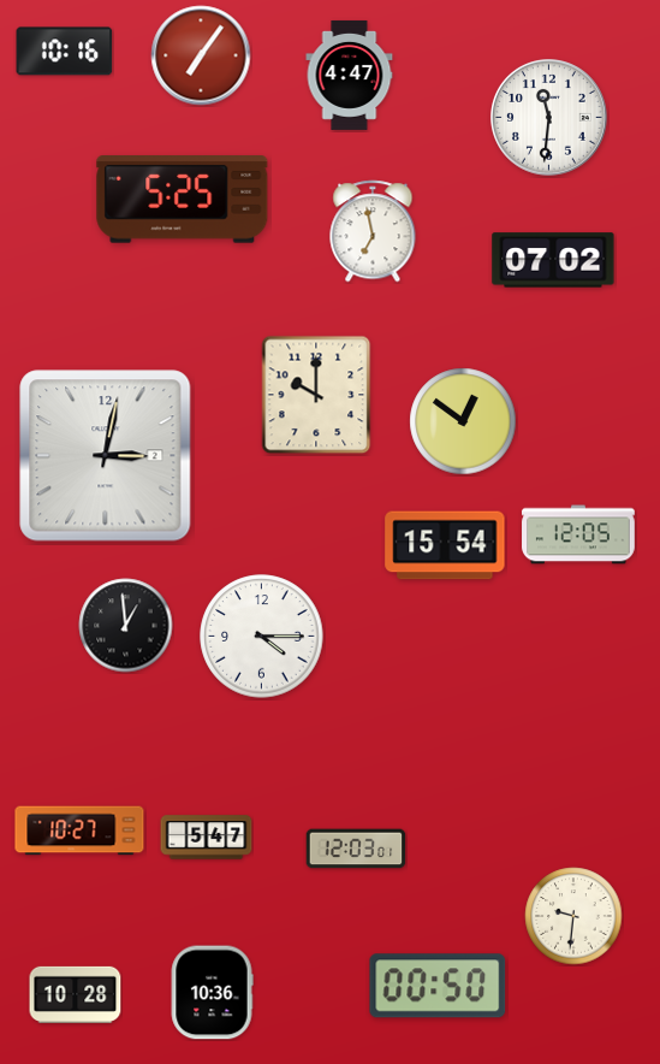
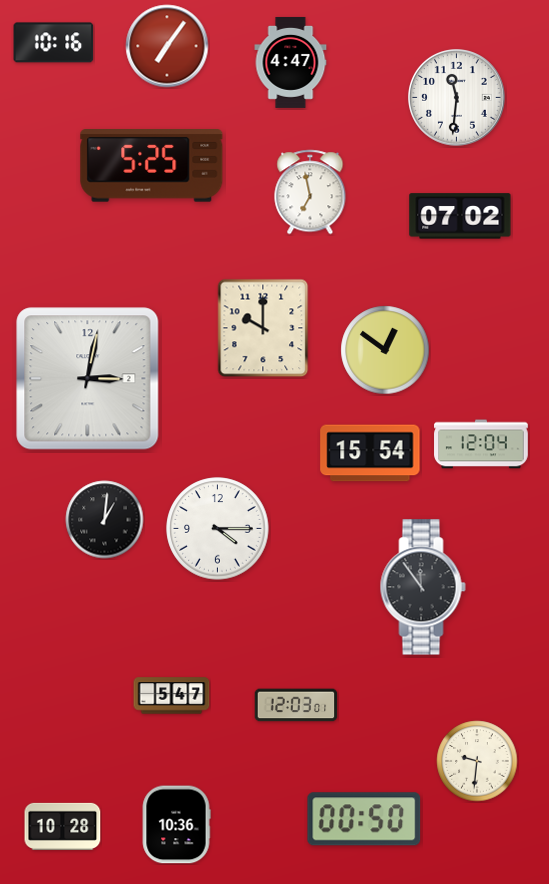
clock at (578, 534): 12:05 -> 12:04
clock at (126, 626): 12:59 -> 1:01
clock at (423, 587): none -> 11:54
clock at (79, 830): 10:27 -> none
